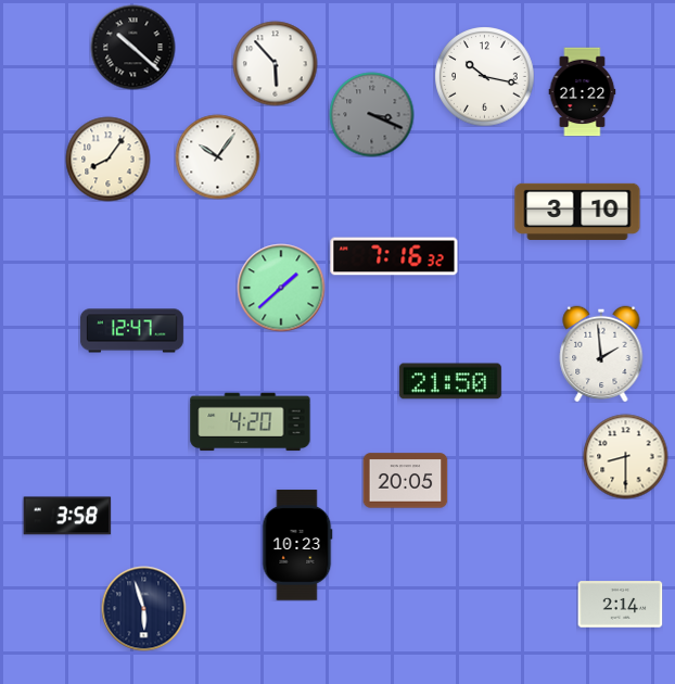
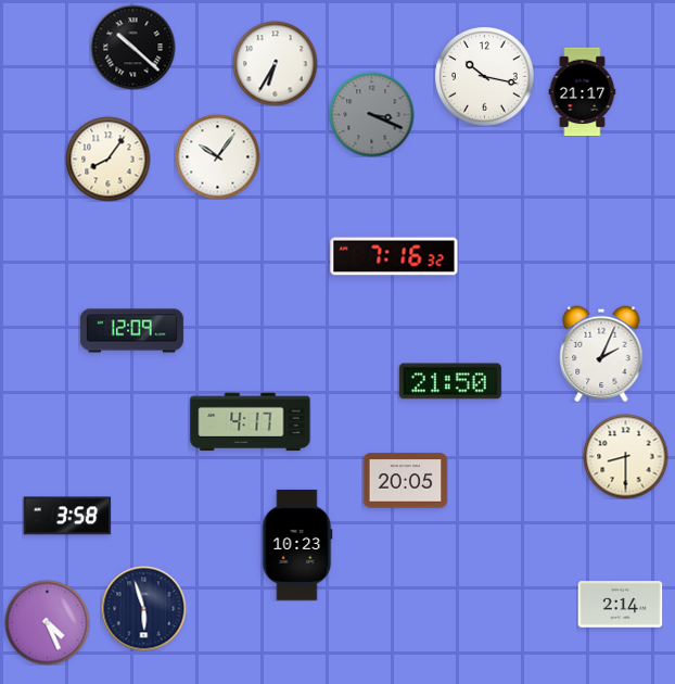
clock at (275, 63): 5:53 -> 6:35
clock at (583, 91): 21:22 -> 21:17
clock at (577, 212): 3:10 -> none
clock at (281, 288): 1:38 -> none
clock at (131, 331): 12:47 -> 12:09
clock at (601, 354): 1:59 -> 2:04
clock at (251, 422): 4:20 -> 4:17
clock at (47, 622): none -> 4:26
